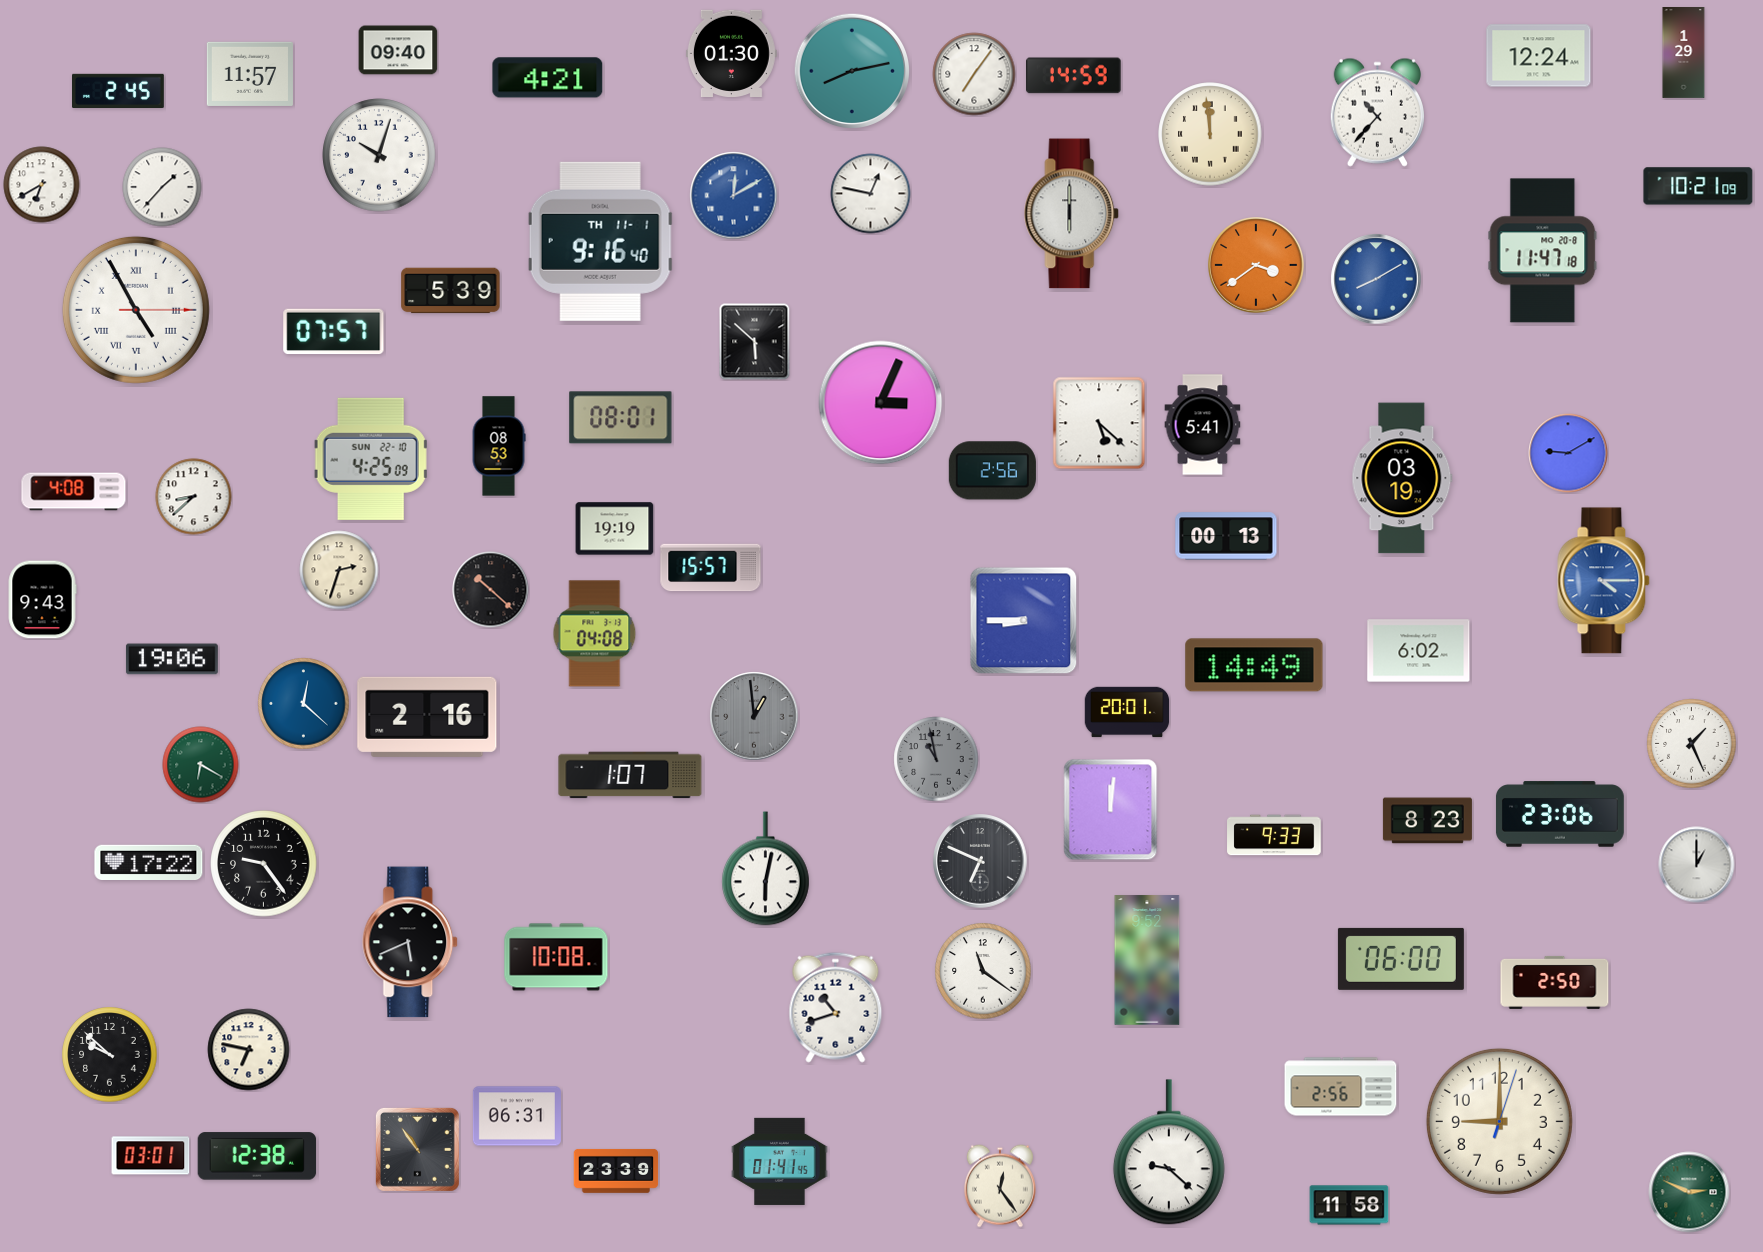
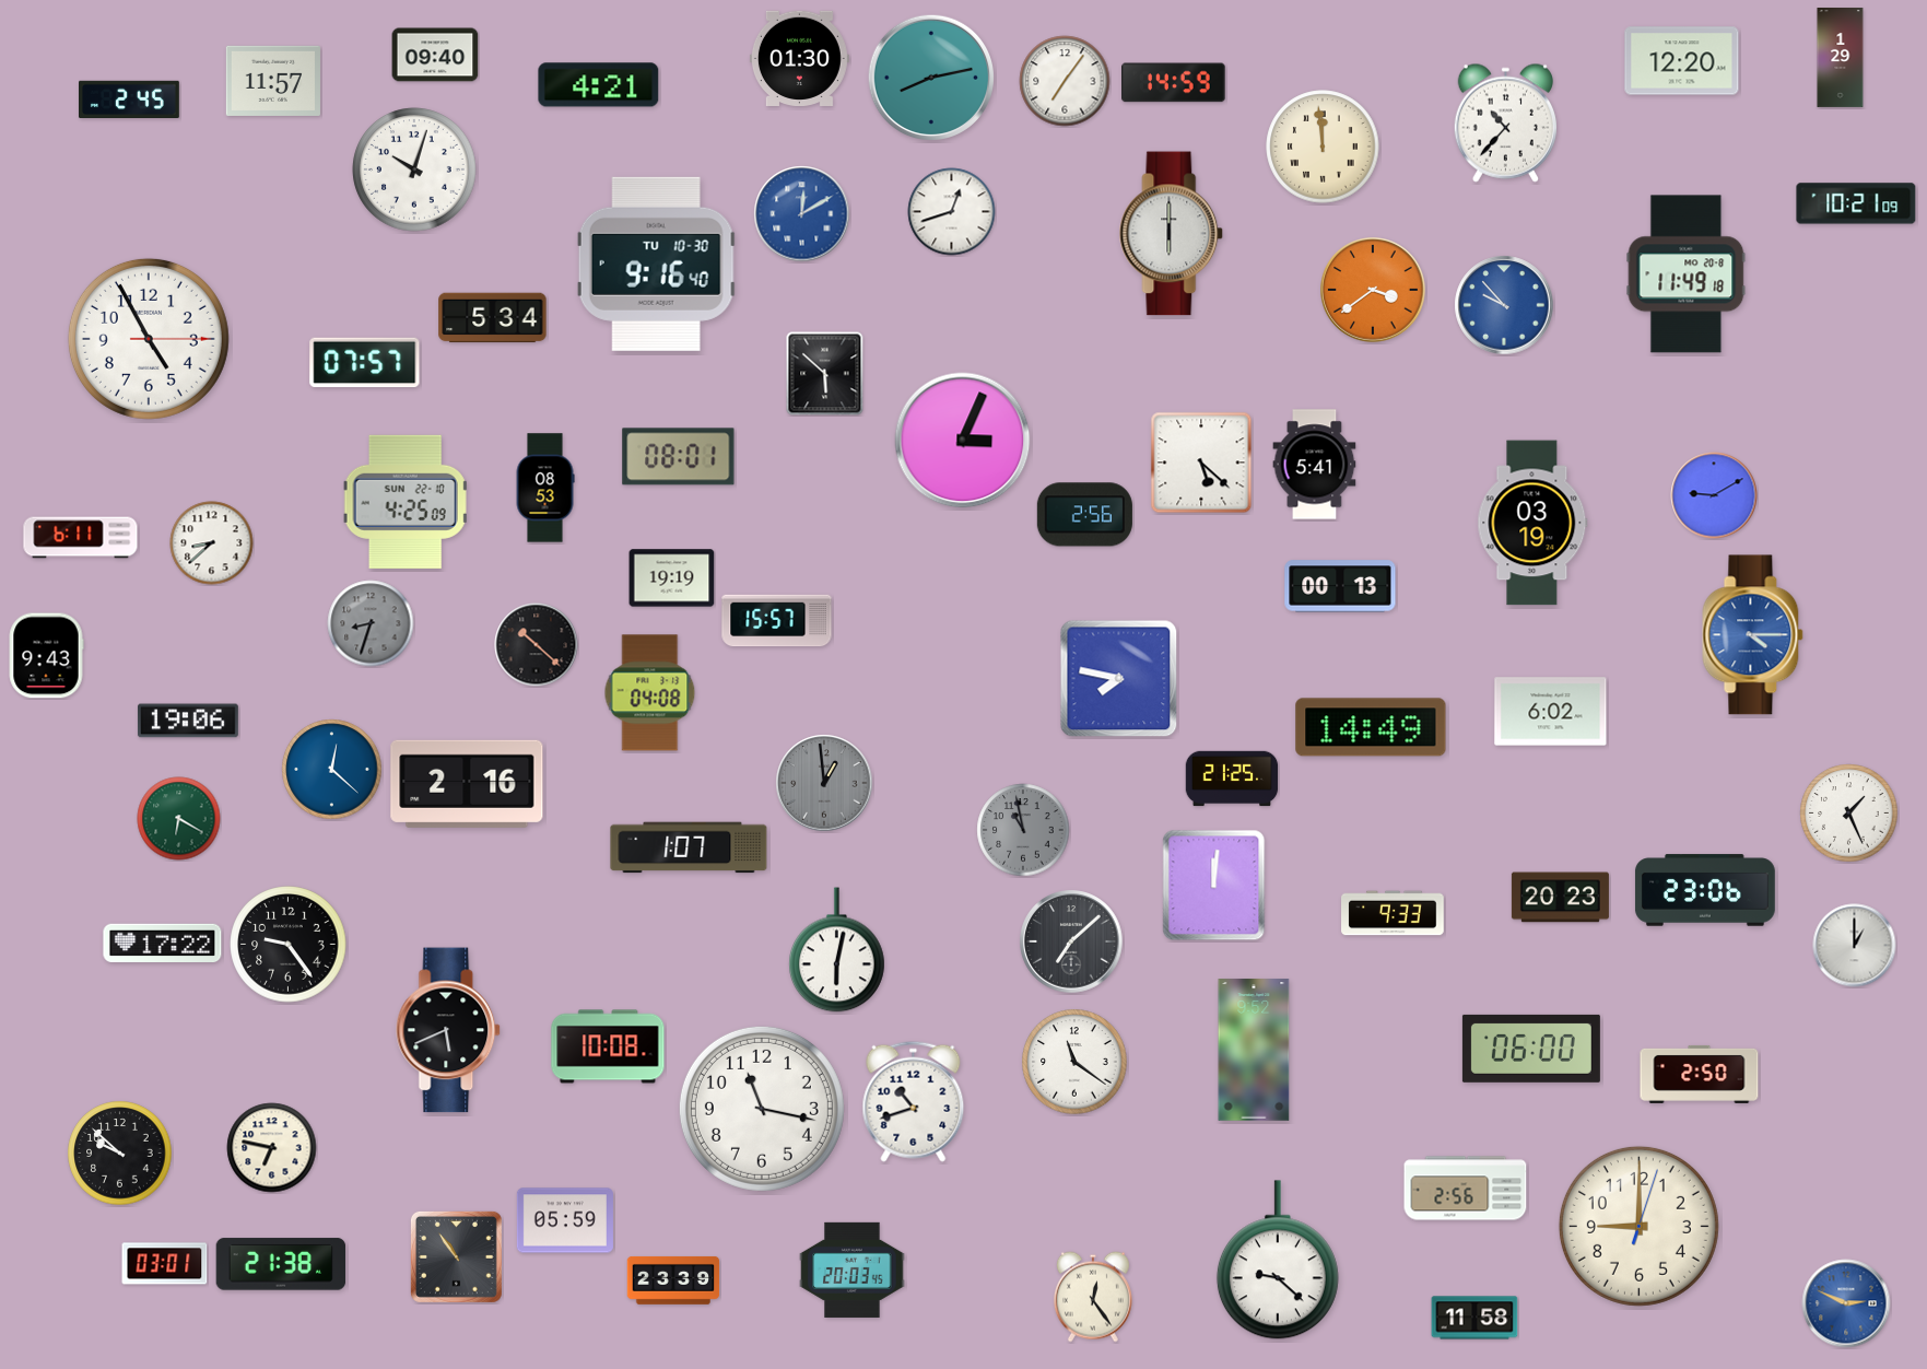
clock at (1539, 56): 12:24 -> 12:20
clock at (42, 185): 6:40 -> none
clock at (162, 187): 1:37 -> none
clock at (871, 194): 12:47 -> 12:42
clock at (601, 241) date: TH 11-1 -> TU 10-30
clock at (1543, 251): 11:47 -> 11:49
clock at (1376, 279): 8:10 -> 9:53
clock at (451, 291): 5:39 -> 5:34
clock at (136, 310) numerals: Roman -> Arabic
clock at (74, 492): 4:08 -> 6:11
clock at (339, 570): 2:33 -> 8:33
clock at (339, 570) dial: cream -> grey
clock at (1024, 621): 8:45 -> 7:47
clock at (1127, 712): 20:01 -> 21:25
clock at (201, 765) position: (201, 765) -> (179, 819)
clock at (1427, 821): 8:23 -> 20:23
clock at (980, 861): 6:49 -> 7:08
clock at (762, 1109): none -> 11:17
clock at (517, 1116): 06:31 -> 05:59
clock at (257, 1156): 12:38 -> 21:38
clock at (780, 1161): 01:41 -> 20:03
clock at (1689, 1192) dial: green -> blue
